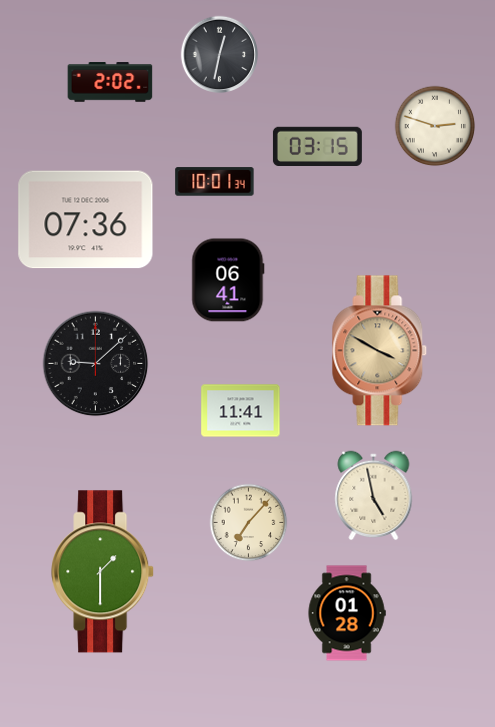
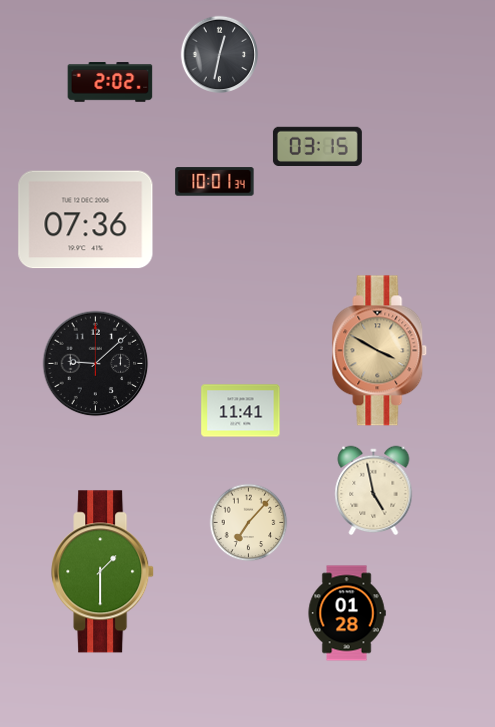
clock at (435, 126): 2:48 -> none
clock at (228, 280): 06:41 -> none
clock at (374, 496) position: (374, 496) -> (374, 491)
